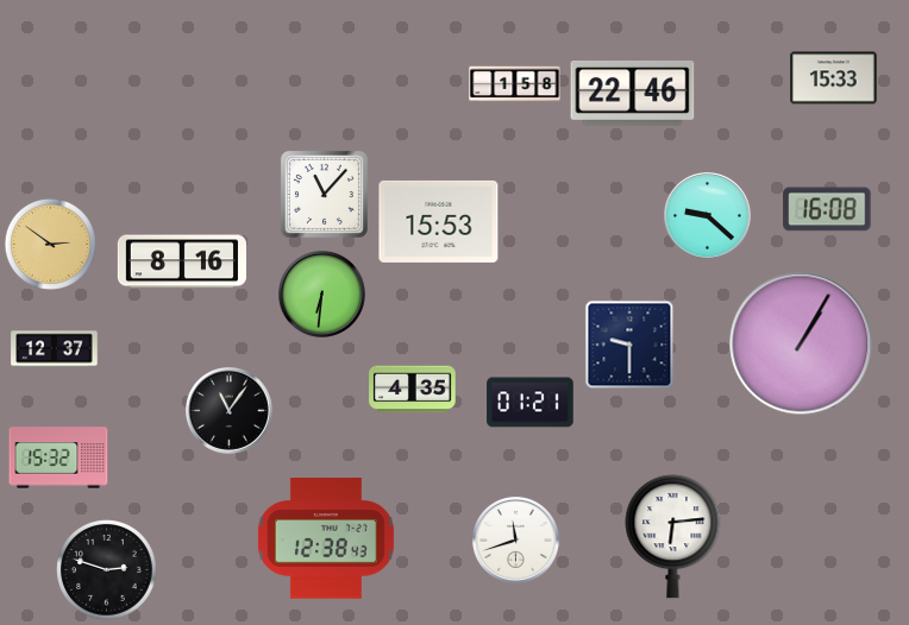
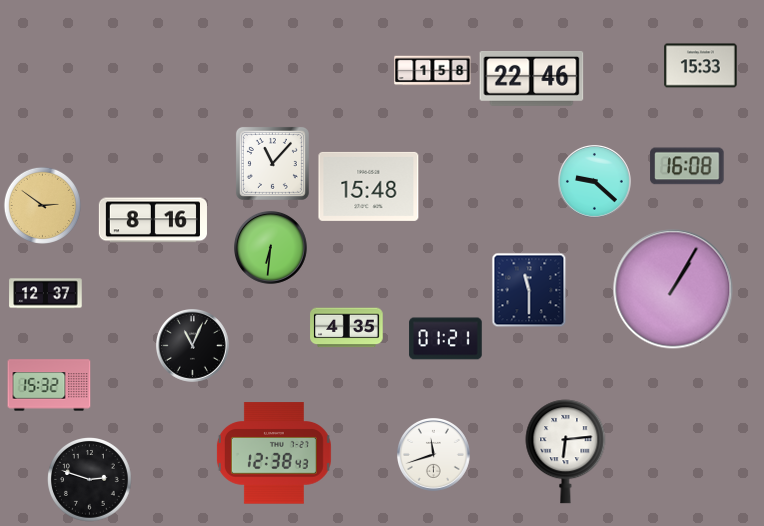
clock at (827, 209) position: (827, 209) -> (687, 166)
clock at (439, 221): 15:53 -> 15:48
clock at (629, 345): 9:30 -> 11:30
clock at (230, 411): 11:06 -> 11:04
